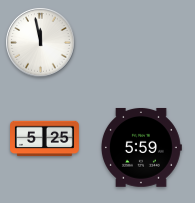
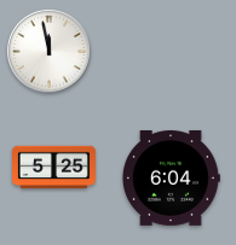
clock at (141, 147): 5:59 -> 6:04
